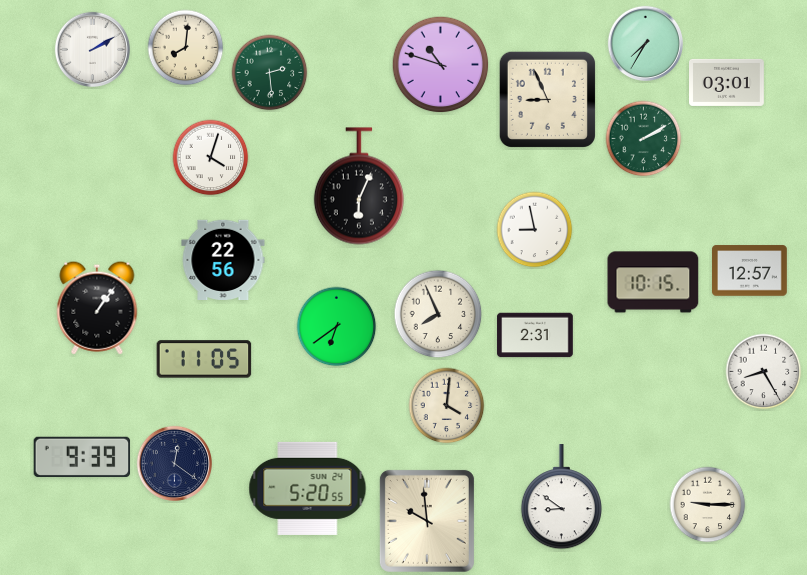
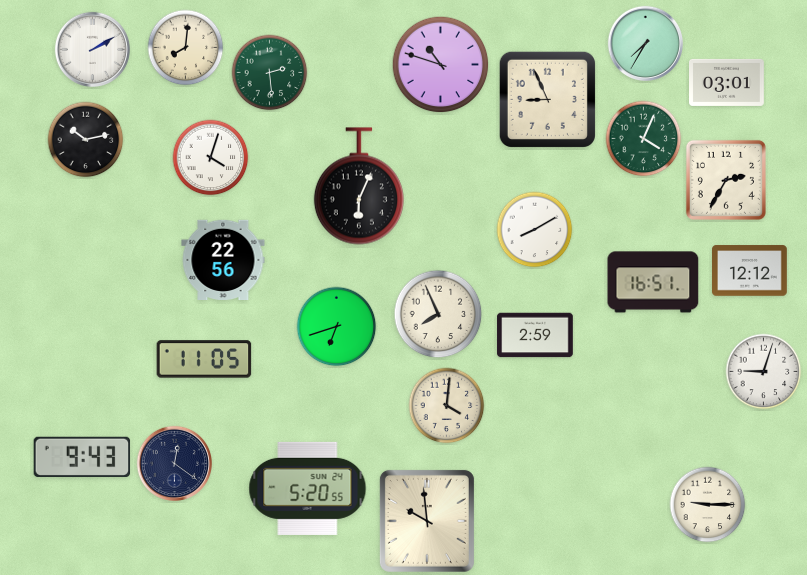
clock at (644, 139): 2:10 -> 4:04
clock at (86, 140): none -> 10:13
clock at (726, 180): none -> 2:35
clock at (535, 230): 8:58 -> 8:10
clock at (750, 271): 12:57 -> 12:12
clock at (653, 282): 10:15 -> 16:51
clock at (97, 308): 1:06 -> none
clock at (337, 327): 6:39 -> 6:42
clock at (535, 335): 2:31 -> 2:59
clock at (764, 372): 8:25 -> 9:03
clock at (82, 457): 9:39 -> 9:43
clock at (561, 498): 8:51 -> none
